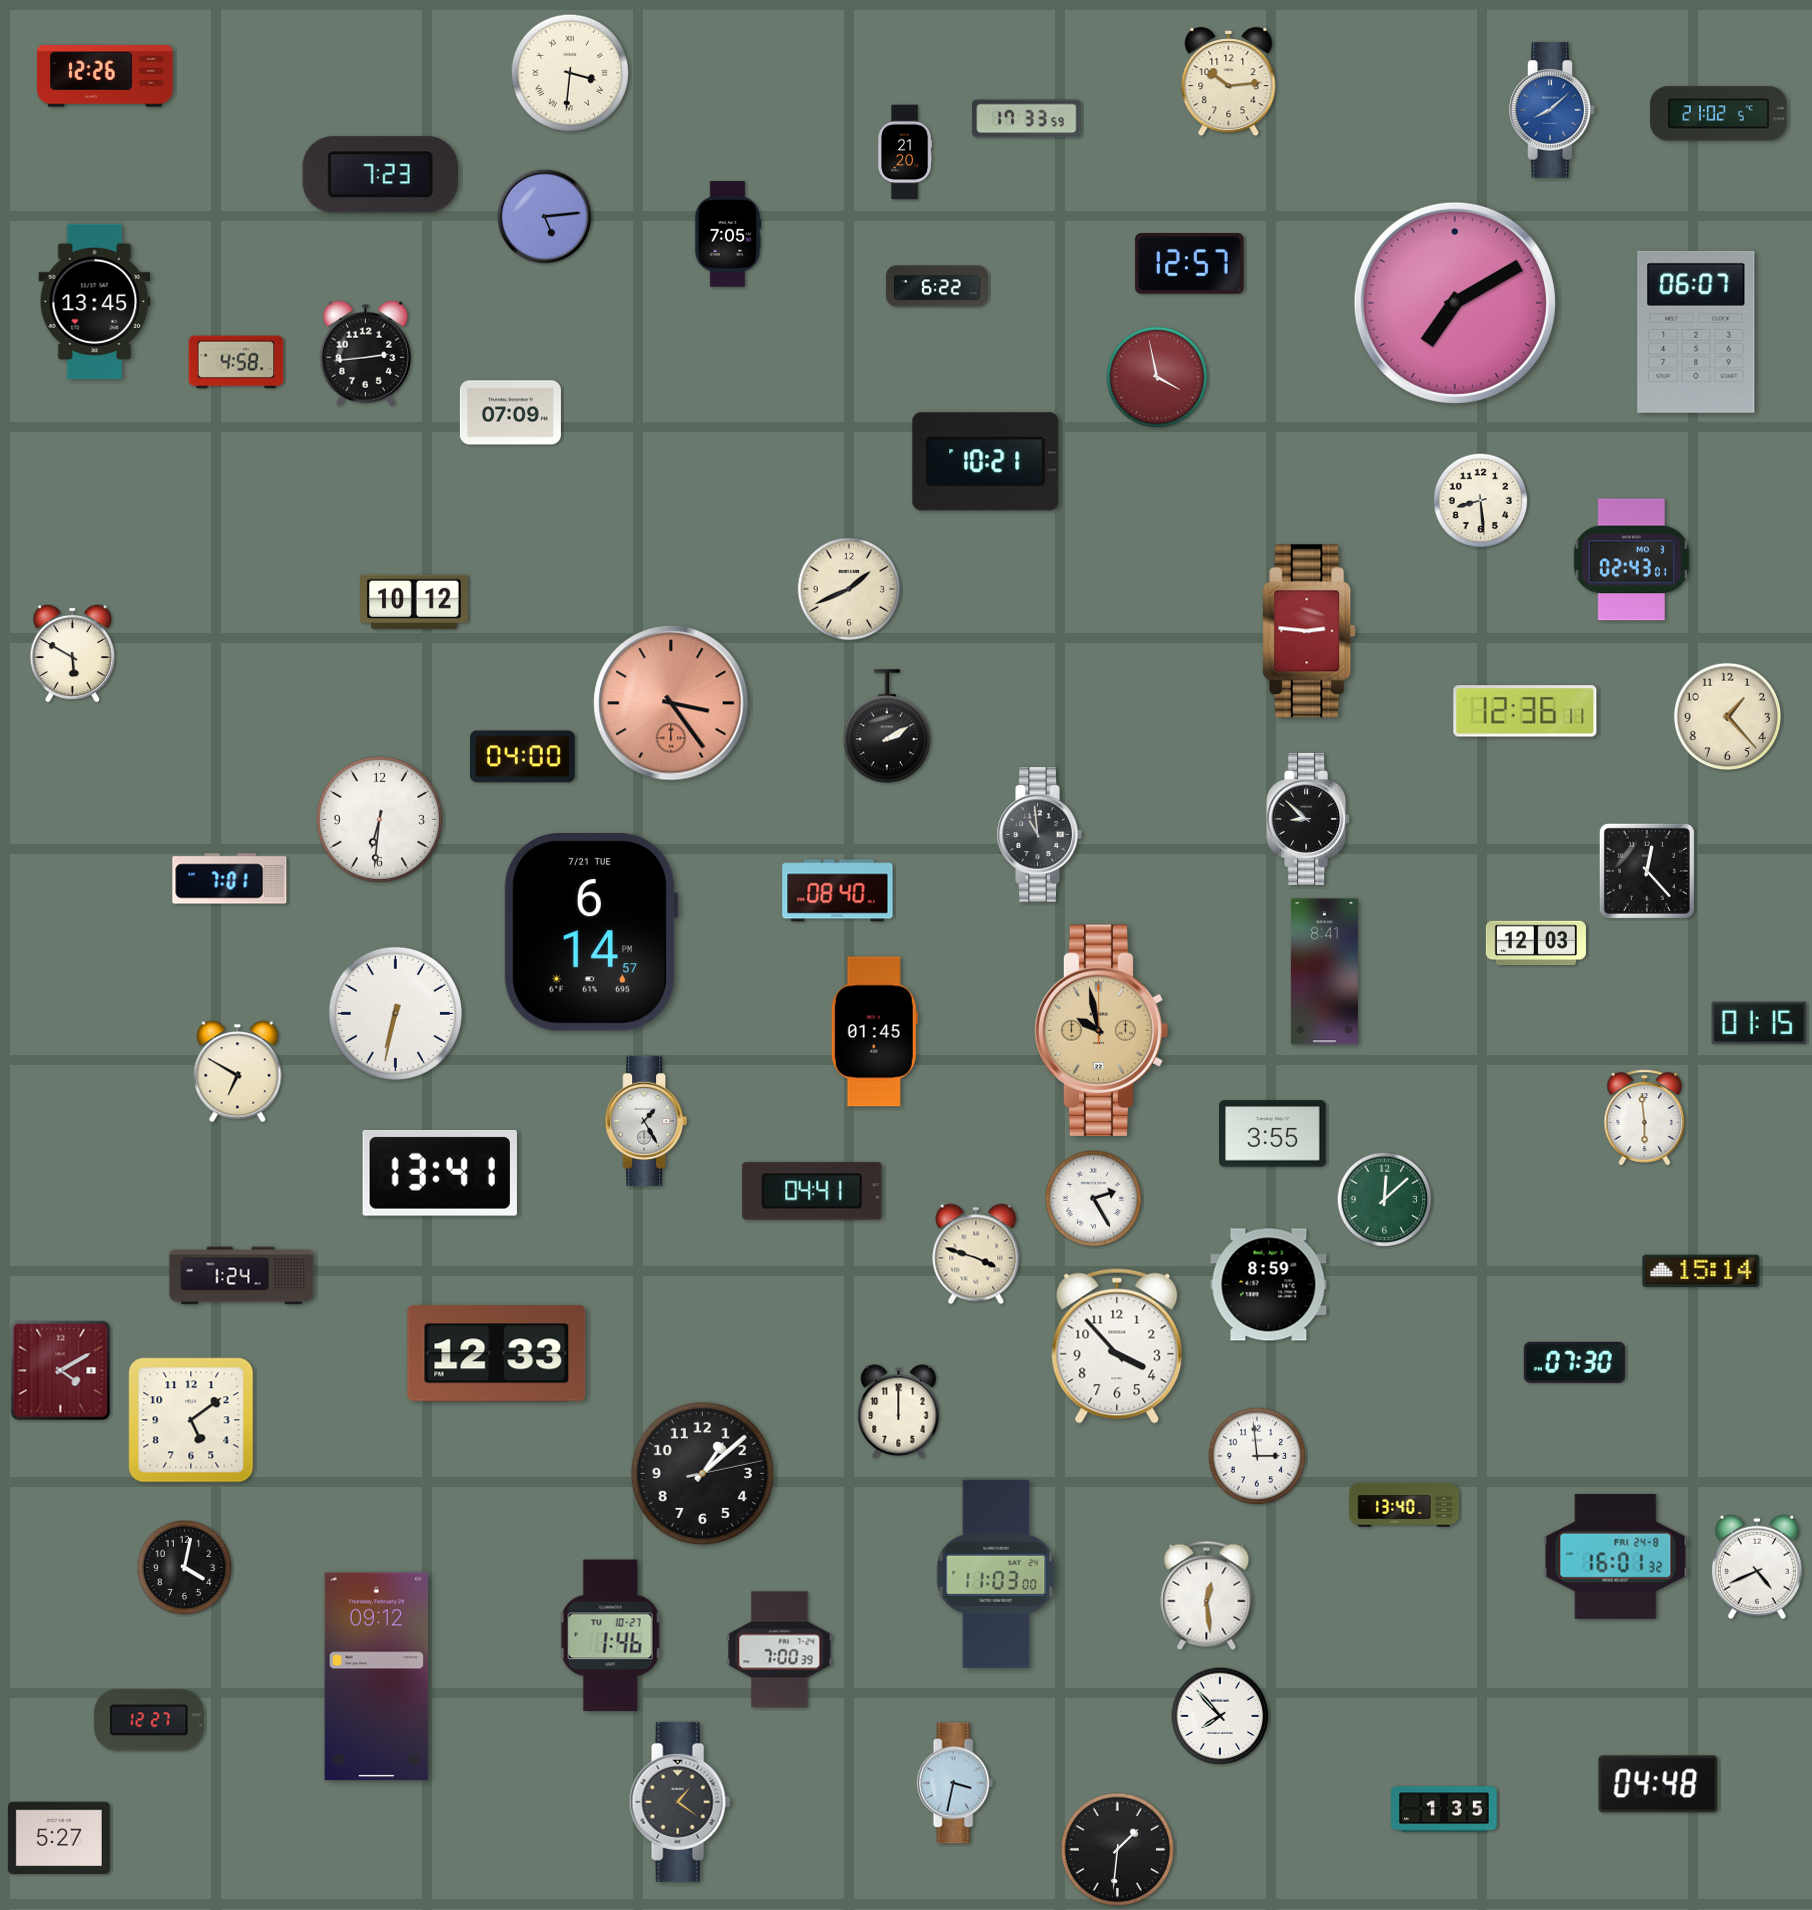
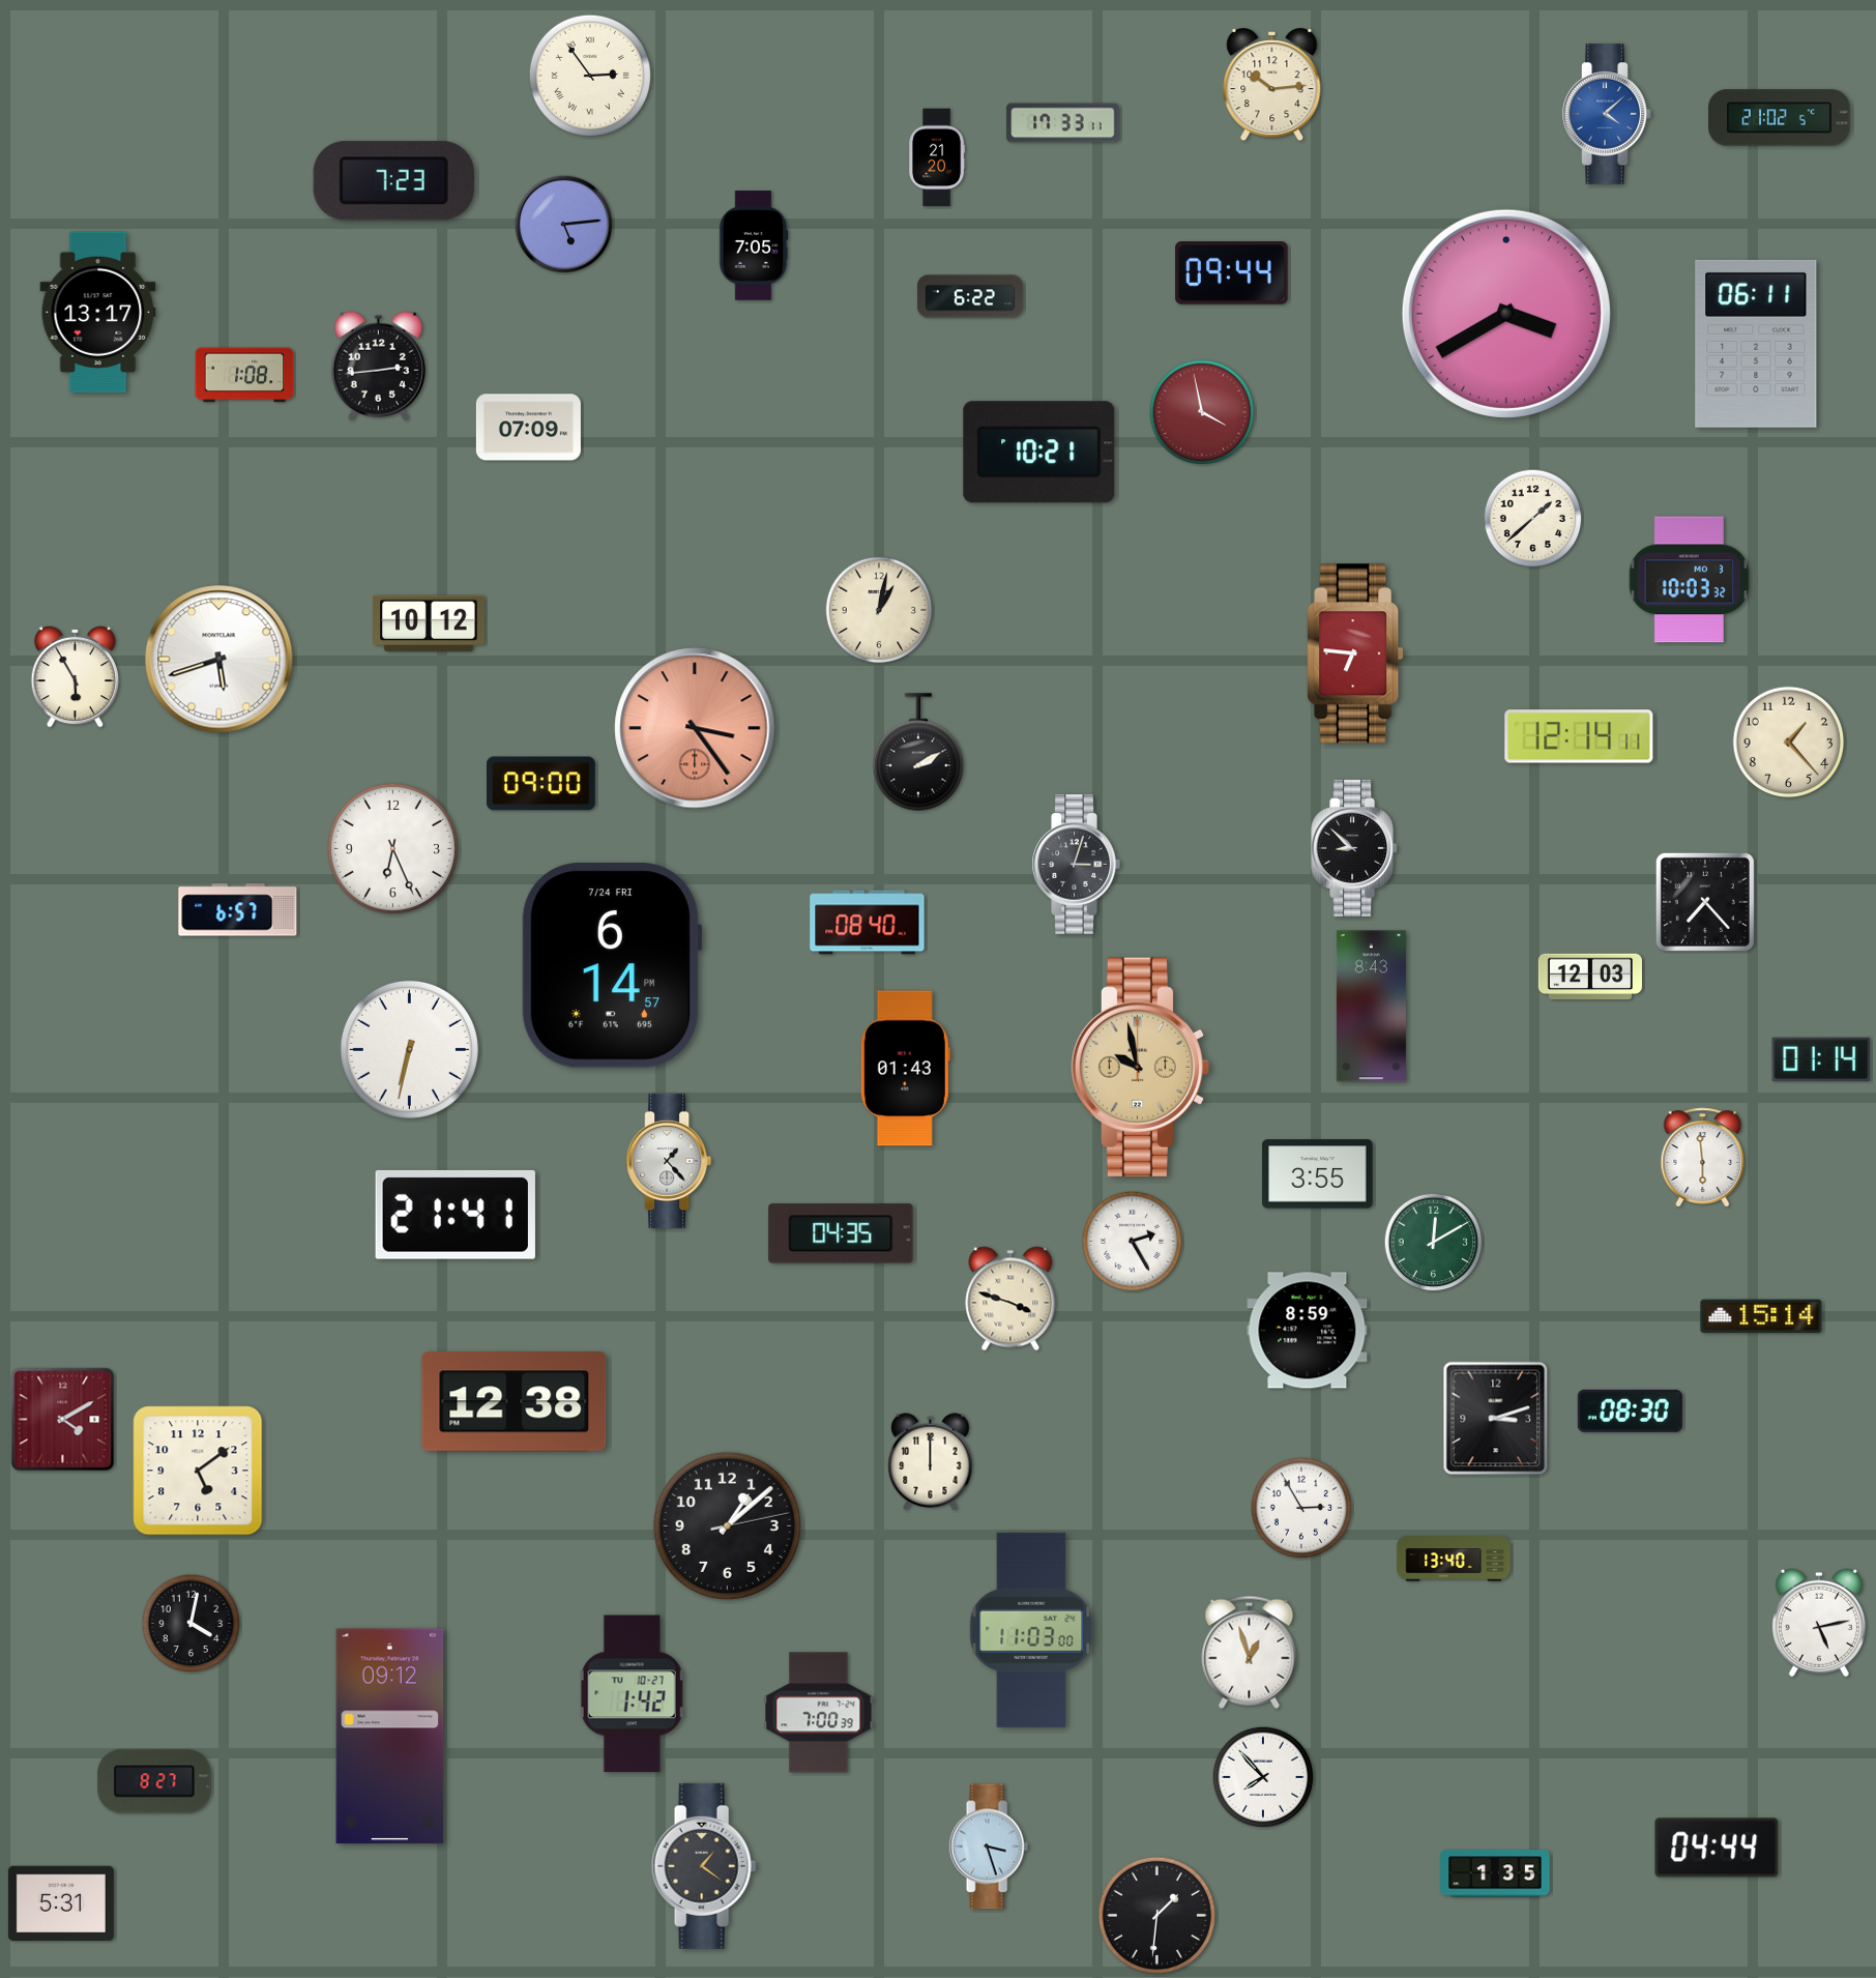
clock at (570, 73): 3:31 -> 2:54
clock at (105, 76): 12:26 -> none
clock at (1552, 110): 8:08 -> 4:08
clock at (1027, 119): 17:33:59 -> 17:33:11
clock at (728, 234) position: (728, 234) -> (754, 245)
clock at (1190, 264): 12:57 -> 09:44
clock at (95, 302): 13:45 -> 13:17
clock at (1455, 303): 7:10 -> 3:40
clock at (1696, 332): 06:07 -> 06:11
clock at (236, 362): 4:58 -> 1:08
clock at (1157, 377) position: (1157, 377) -> (1202, 412)
clock at (986, 462) position: (986, 462) -> (1039, 453)
clock at (1481, 501): 8:29 -> 1:38
clock at (1632, 560): 02:43 -> 10:03
clock at (849, 589): 1:41 -> 1:02
clock at (1309, 631): 2:46 -> 6:46
clock at (219, 660): none -> 5:42
clock at (72, 653): 5:50 -> 5:55
clock at (1525, 711): 12:36 -> 12:14
clock at (522, 757): 04:00 -> 09:00
clock at (379, 819): 6:31 -> 6:26
clock at (1039, 835): 10:59 -> 3:03
clock at (1647, 871): 12:23 -> 7:23
clock at (230, 879): 7:01 -> 6:57
clock at (591, 932) date: 7/21 TUE -> 7/24 FRI
clock at (1324, 972): 8:41 -> 8:43
clock at (1759, 1023): 01:15 -> 01:14
clock at (874, 1032): 01:45 -> 01:43
clock at (238, 1072): 6:50 -> none
clock at (646, 1121): 1:25 -> 1:23
clock at (440, 1173): 13:41 -> 21:41
clock at (812, 1191): 04:41 -> 04:35
clock at (1385, 1200): 12:08 -> 12:10
clock at (242, 1276): 1:24 -> none
clock at (1269, 1285) position: (1269, 1285) -> (1308, 1331)
clock at (1117, 1346): 3:53 -> none
clock at (497, 1354): 12:33 -> 12:38
clock at (1574, 1362): 07:30 -> 08:30
clock at (1496, 1419): none -> 3:12
clock at (1257, 1456): 2:59 -> 2:55
clock at (1616, 1556): 16:01 -> none
clock at (1757, 1567): 4:41 -> 5:13
clock at (1207, 1595): 12:29 -> 12:57
clock at (610, 1636): 1:46 -> 1:42
clock at (780, 1650) position: (780, 1650) -> (819, 1713)
clock at (149, 1720): 12:27 -> 8:27
clock at (955, 1783): 3:32 -> 3:27
clock at (1658, 1784): 04:48 -> 04:44
clock at (59, 1838): 5:27 -> 5:31
